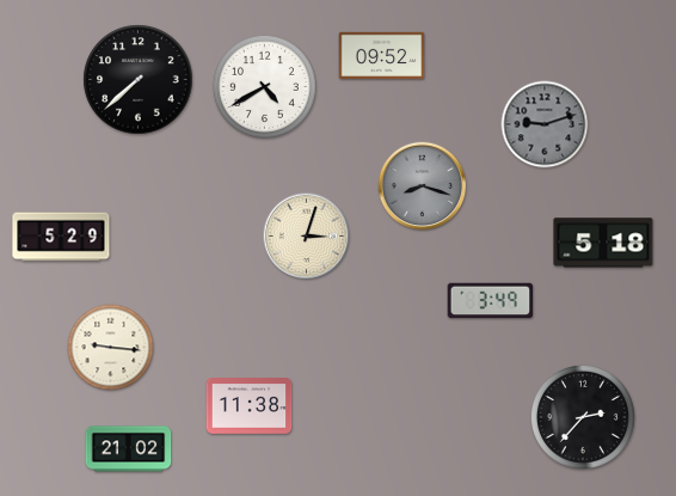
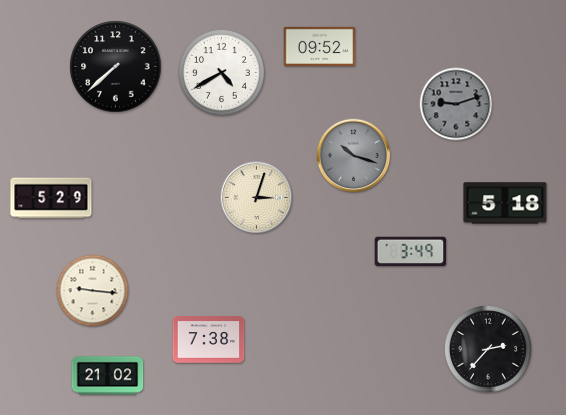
clock at (423, 186): 8:18 -> 10:18
clock at (250, 406): 11:38 -> 7:38
